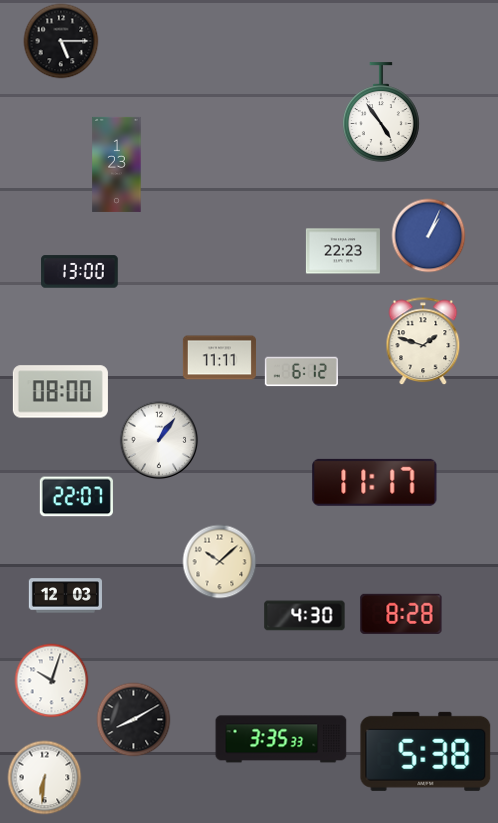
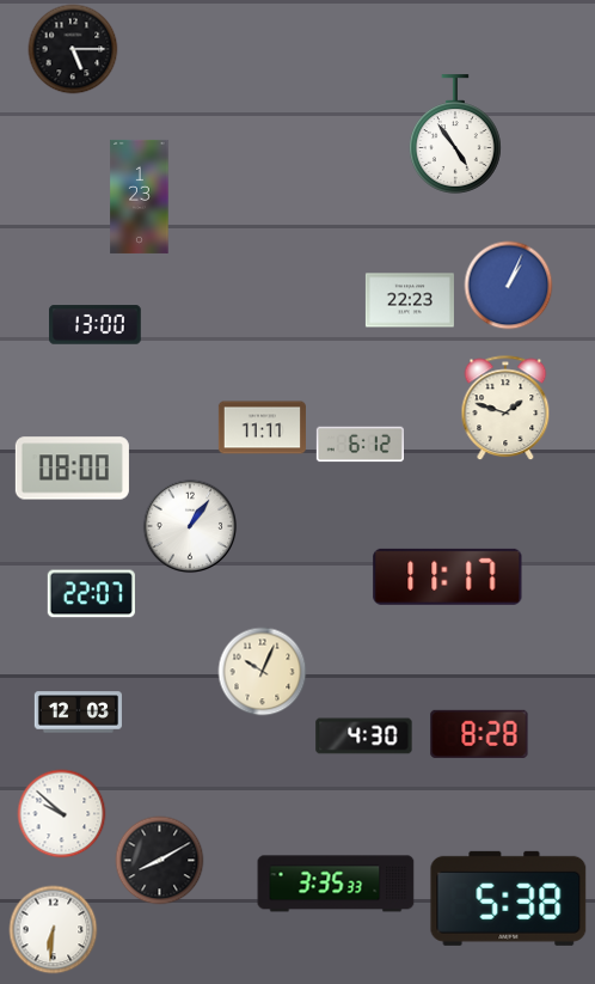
clock at (429, 236) position: (429, 236) -> (509, 286)
clock at (220, 562): 10:08 -> 10:04
clock at (52, 681): 10:03 -> 9:52
